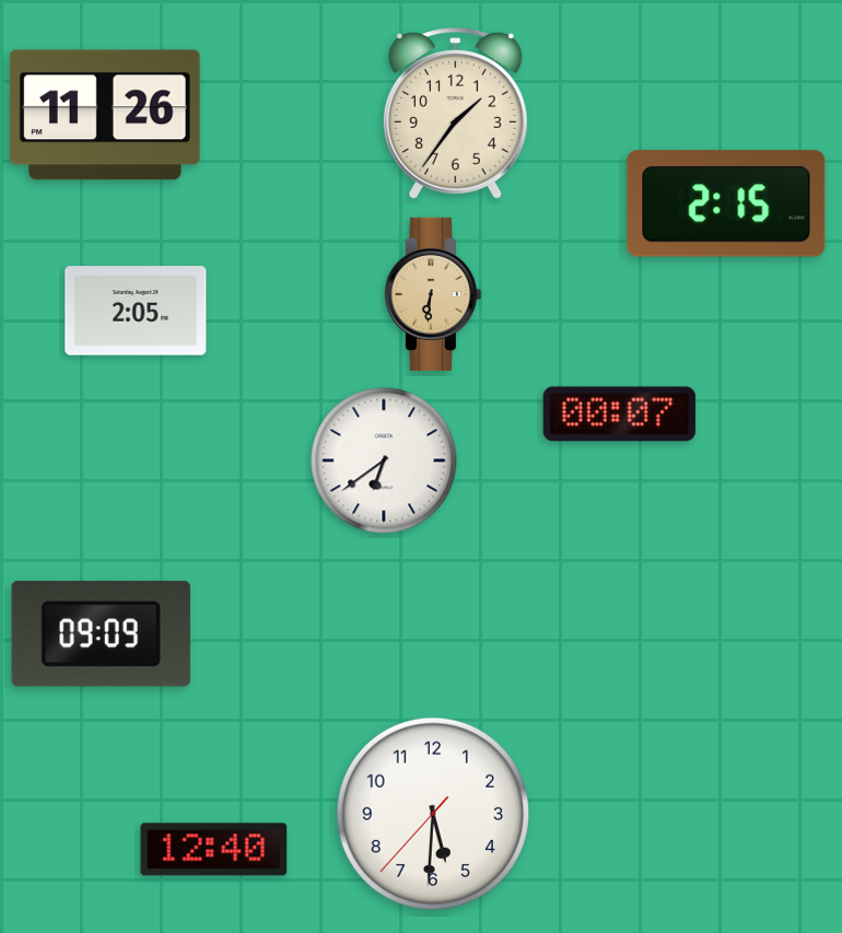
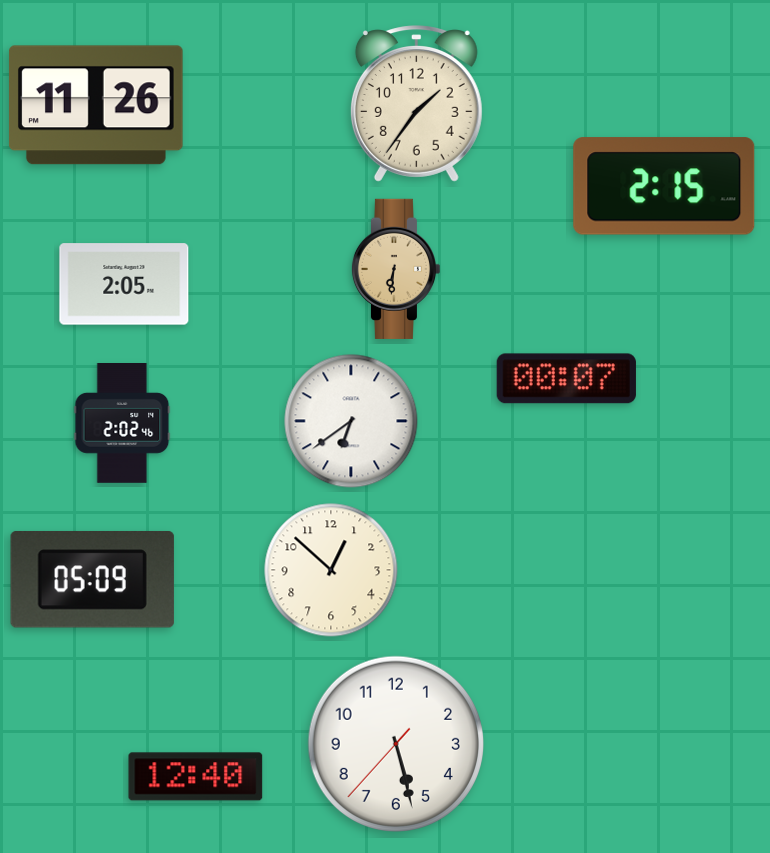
clock at (122, 424): none -> 2:02
clock at (331, 570): none -> 12:52
clock at (101, 633): 09:09 -> 05:09
clock at (432, 813): 5:30 -> 5:27
